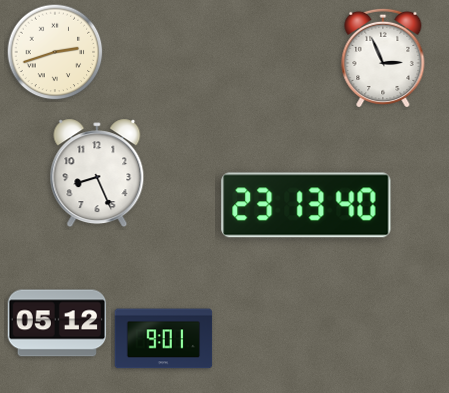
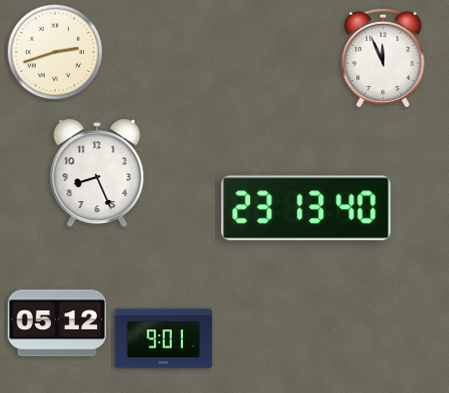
clock at (383, 57): 2:56 -> 11:56
clock at (306, 205) position: (306, 205) -> (306, 208)
